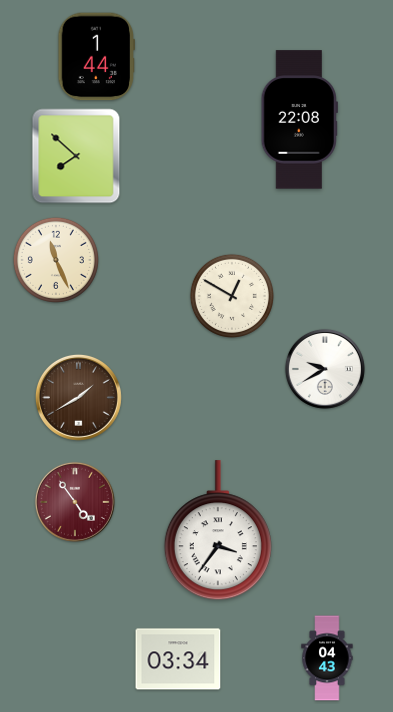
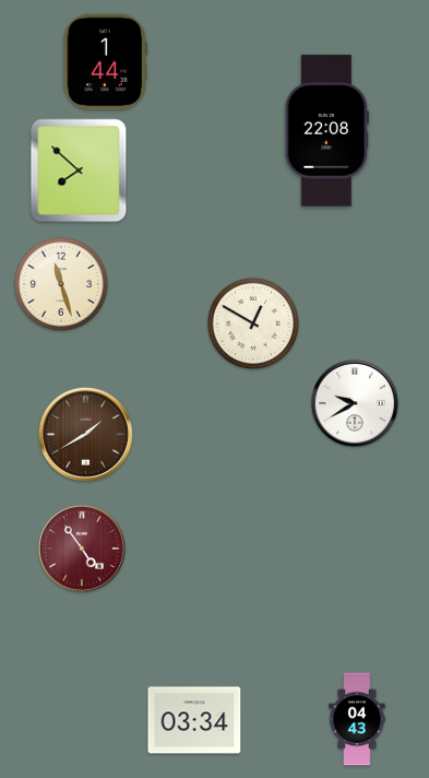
clock at (76, 156) position: (76, 156) -> (79, 170)
clock at (56, 260): 11:26 -> 11:27
clock at (218, 531): 3:36 -> none
